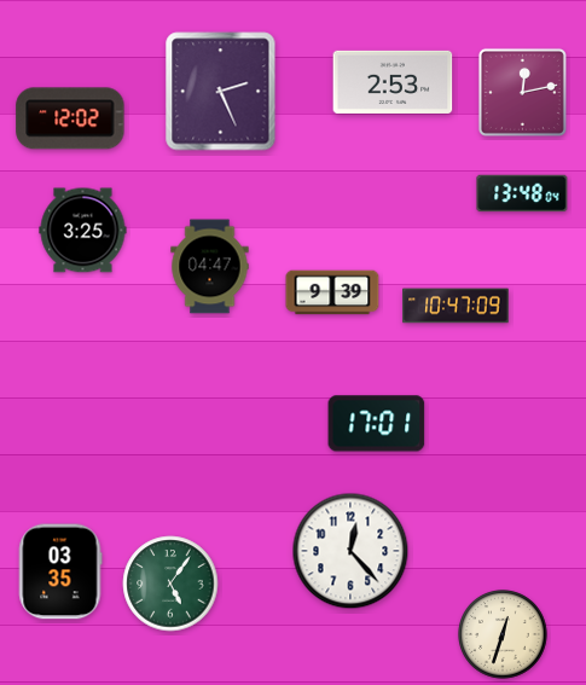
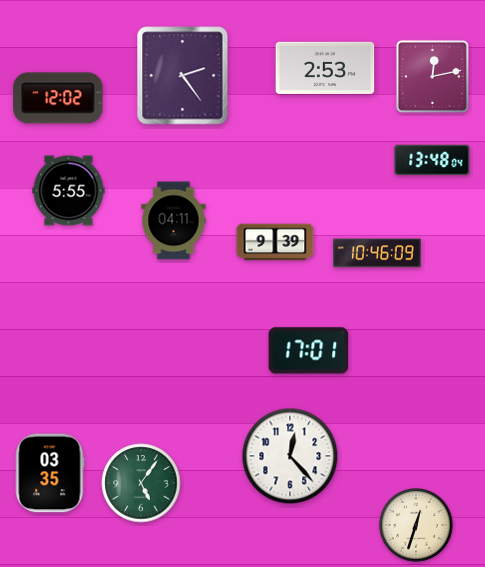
clock at (221, 92): 2:26 -> 2:24
clock at (83, 231): 3:25 -> 5:55
clock at (210, 267): 04:47 -> 04:11
clock at (456, 306): 10:47 -> 10:46
clock at (377, 424) position: (377, 424) -> (309, 351)
